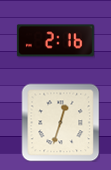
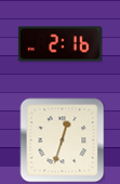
clock at (60, 122) position: (60, 122) -> (62, 140)
